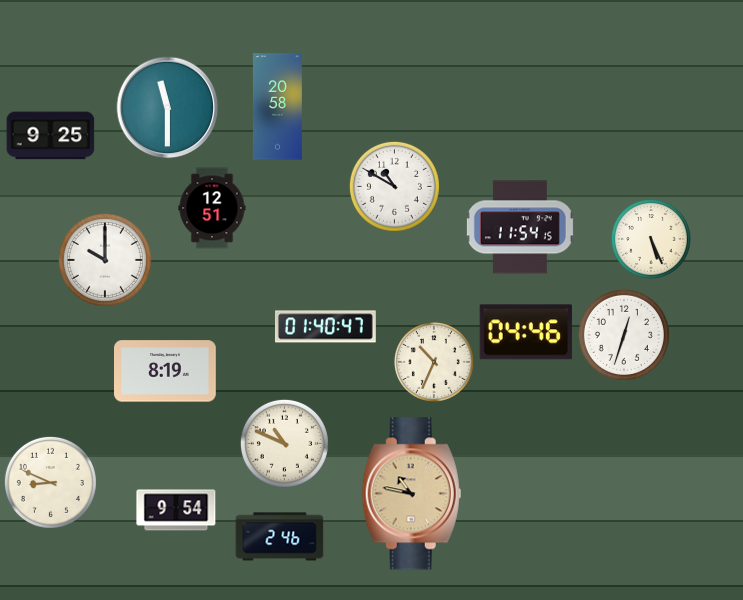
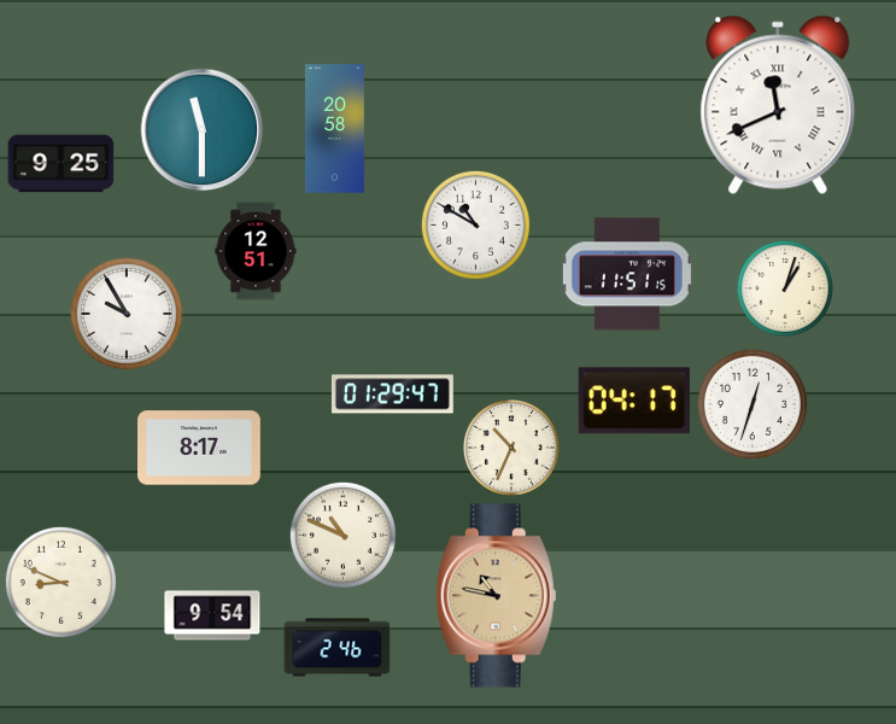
clock at (778, 105): none -> 11:41
clock at (520, 227): 11:54 -> 11:51
clock at (651, 239): 5:26 -> 1:03
clock at (105, 260): 10:00 -> 9:55
clock at (325, 327): 01:40 -> 01:29
clock at (526, 332): 04:46 -> 04:17
clock at (434, 362) position: (434, 362) -> (511, 448)
clock at (166, 371): 8:19 -> 8:17
